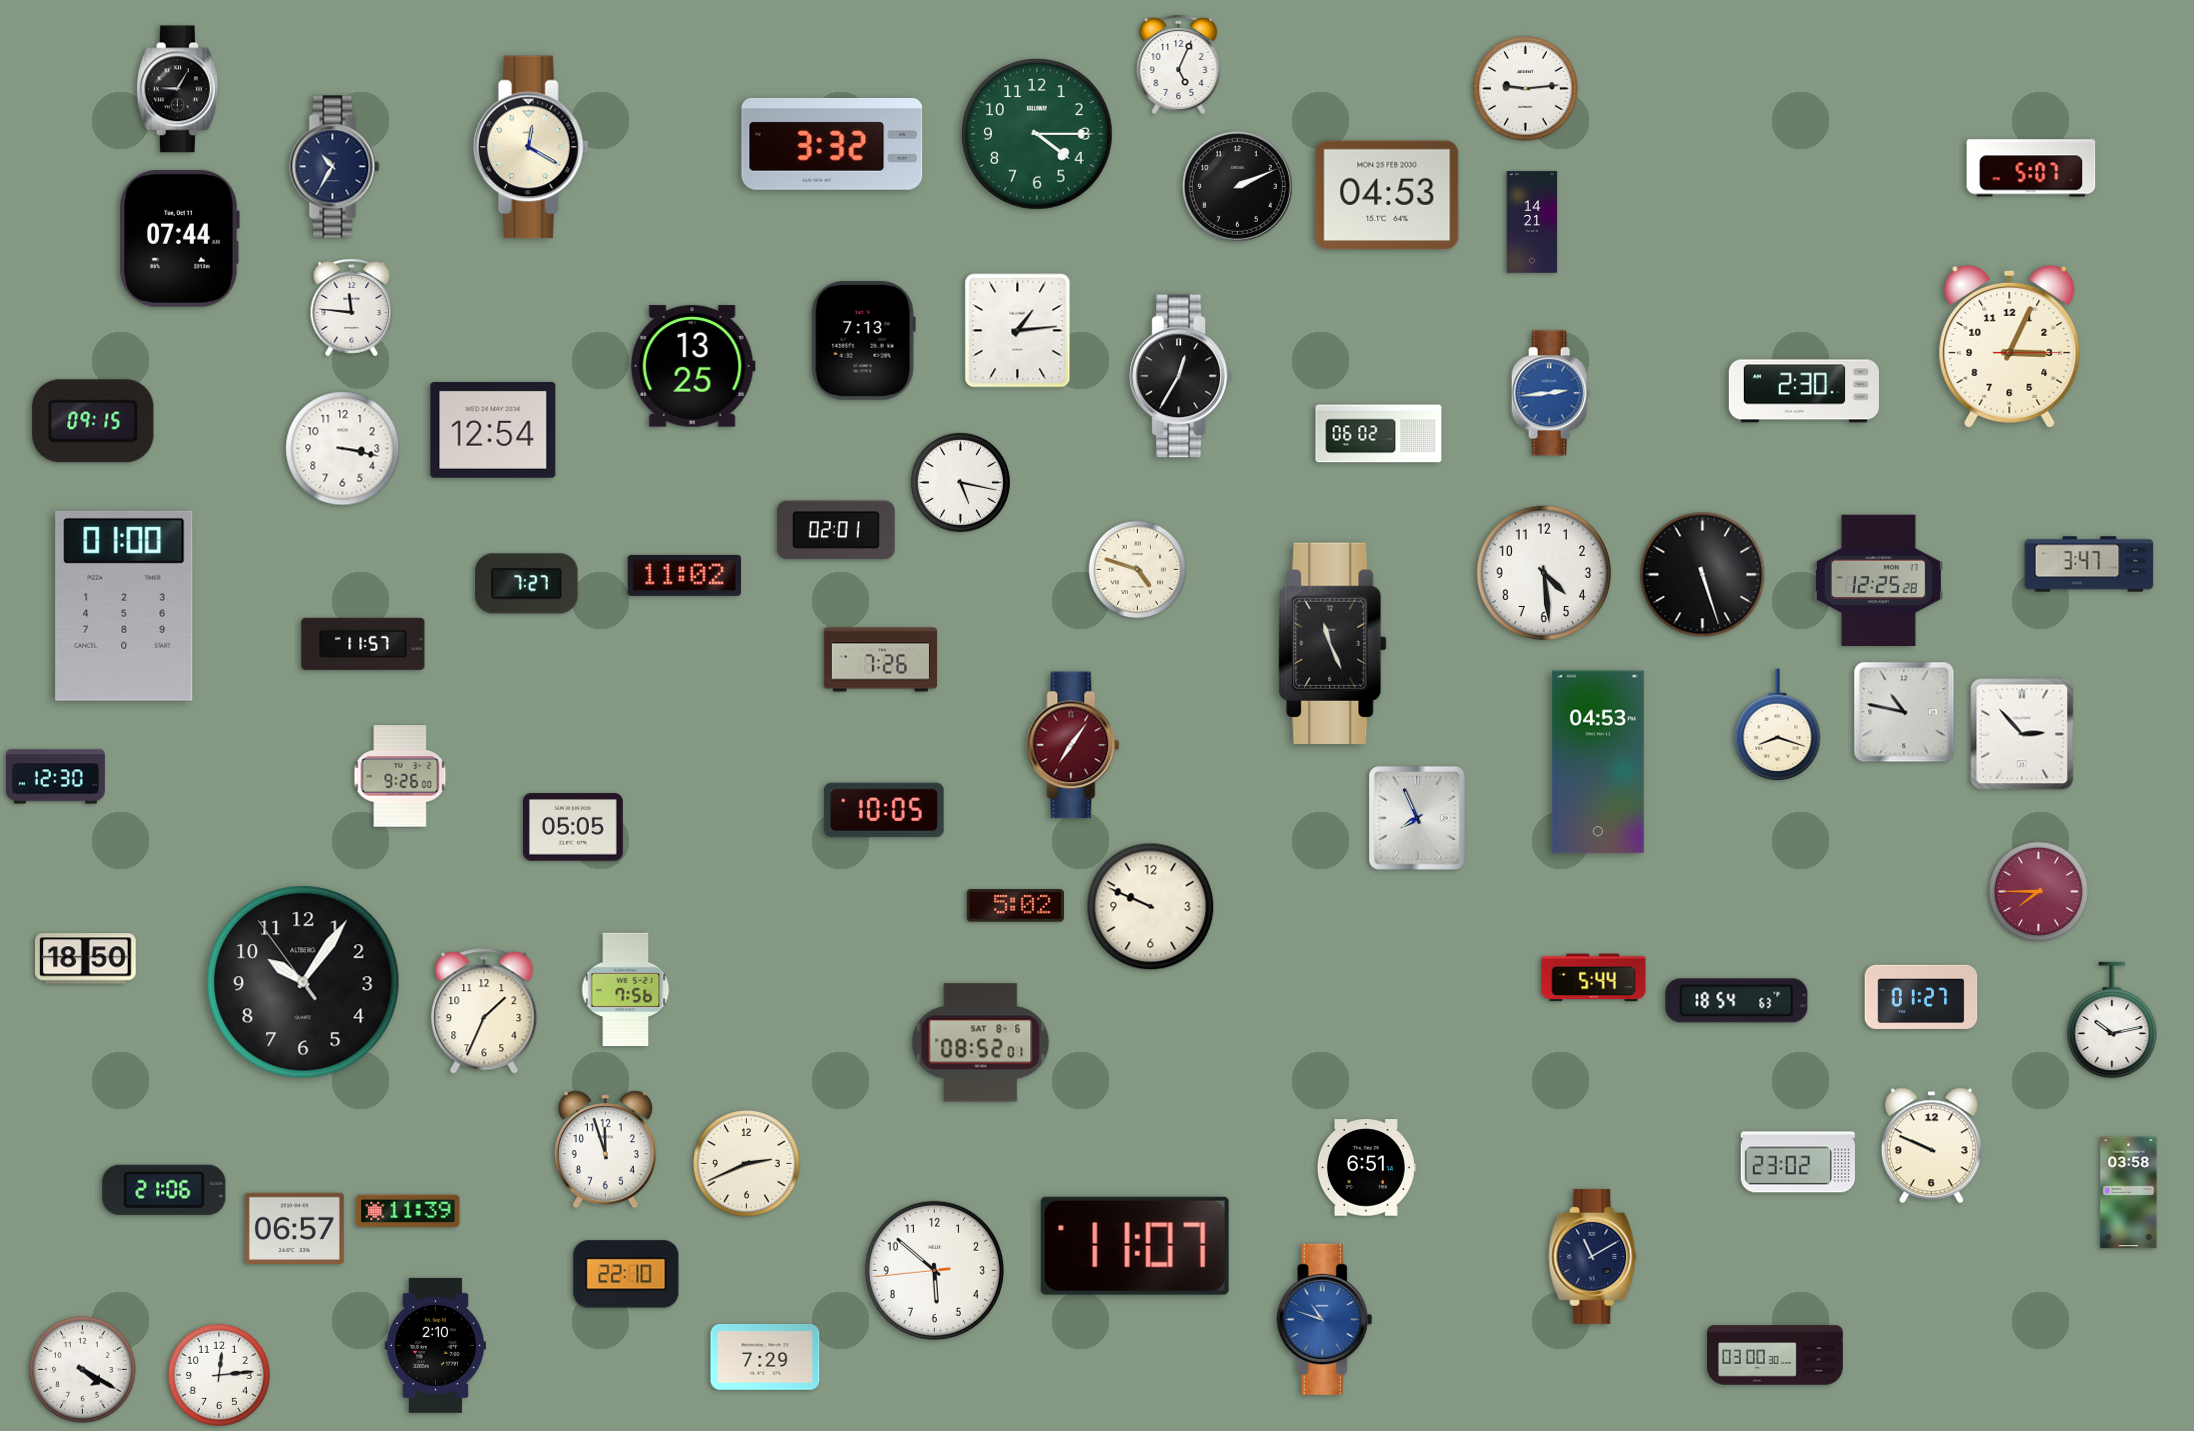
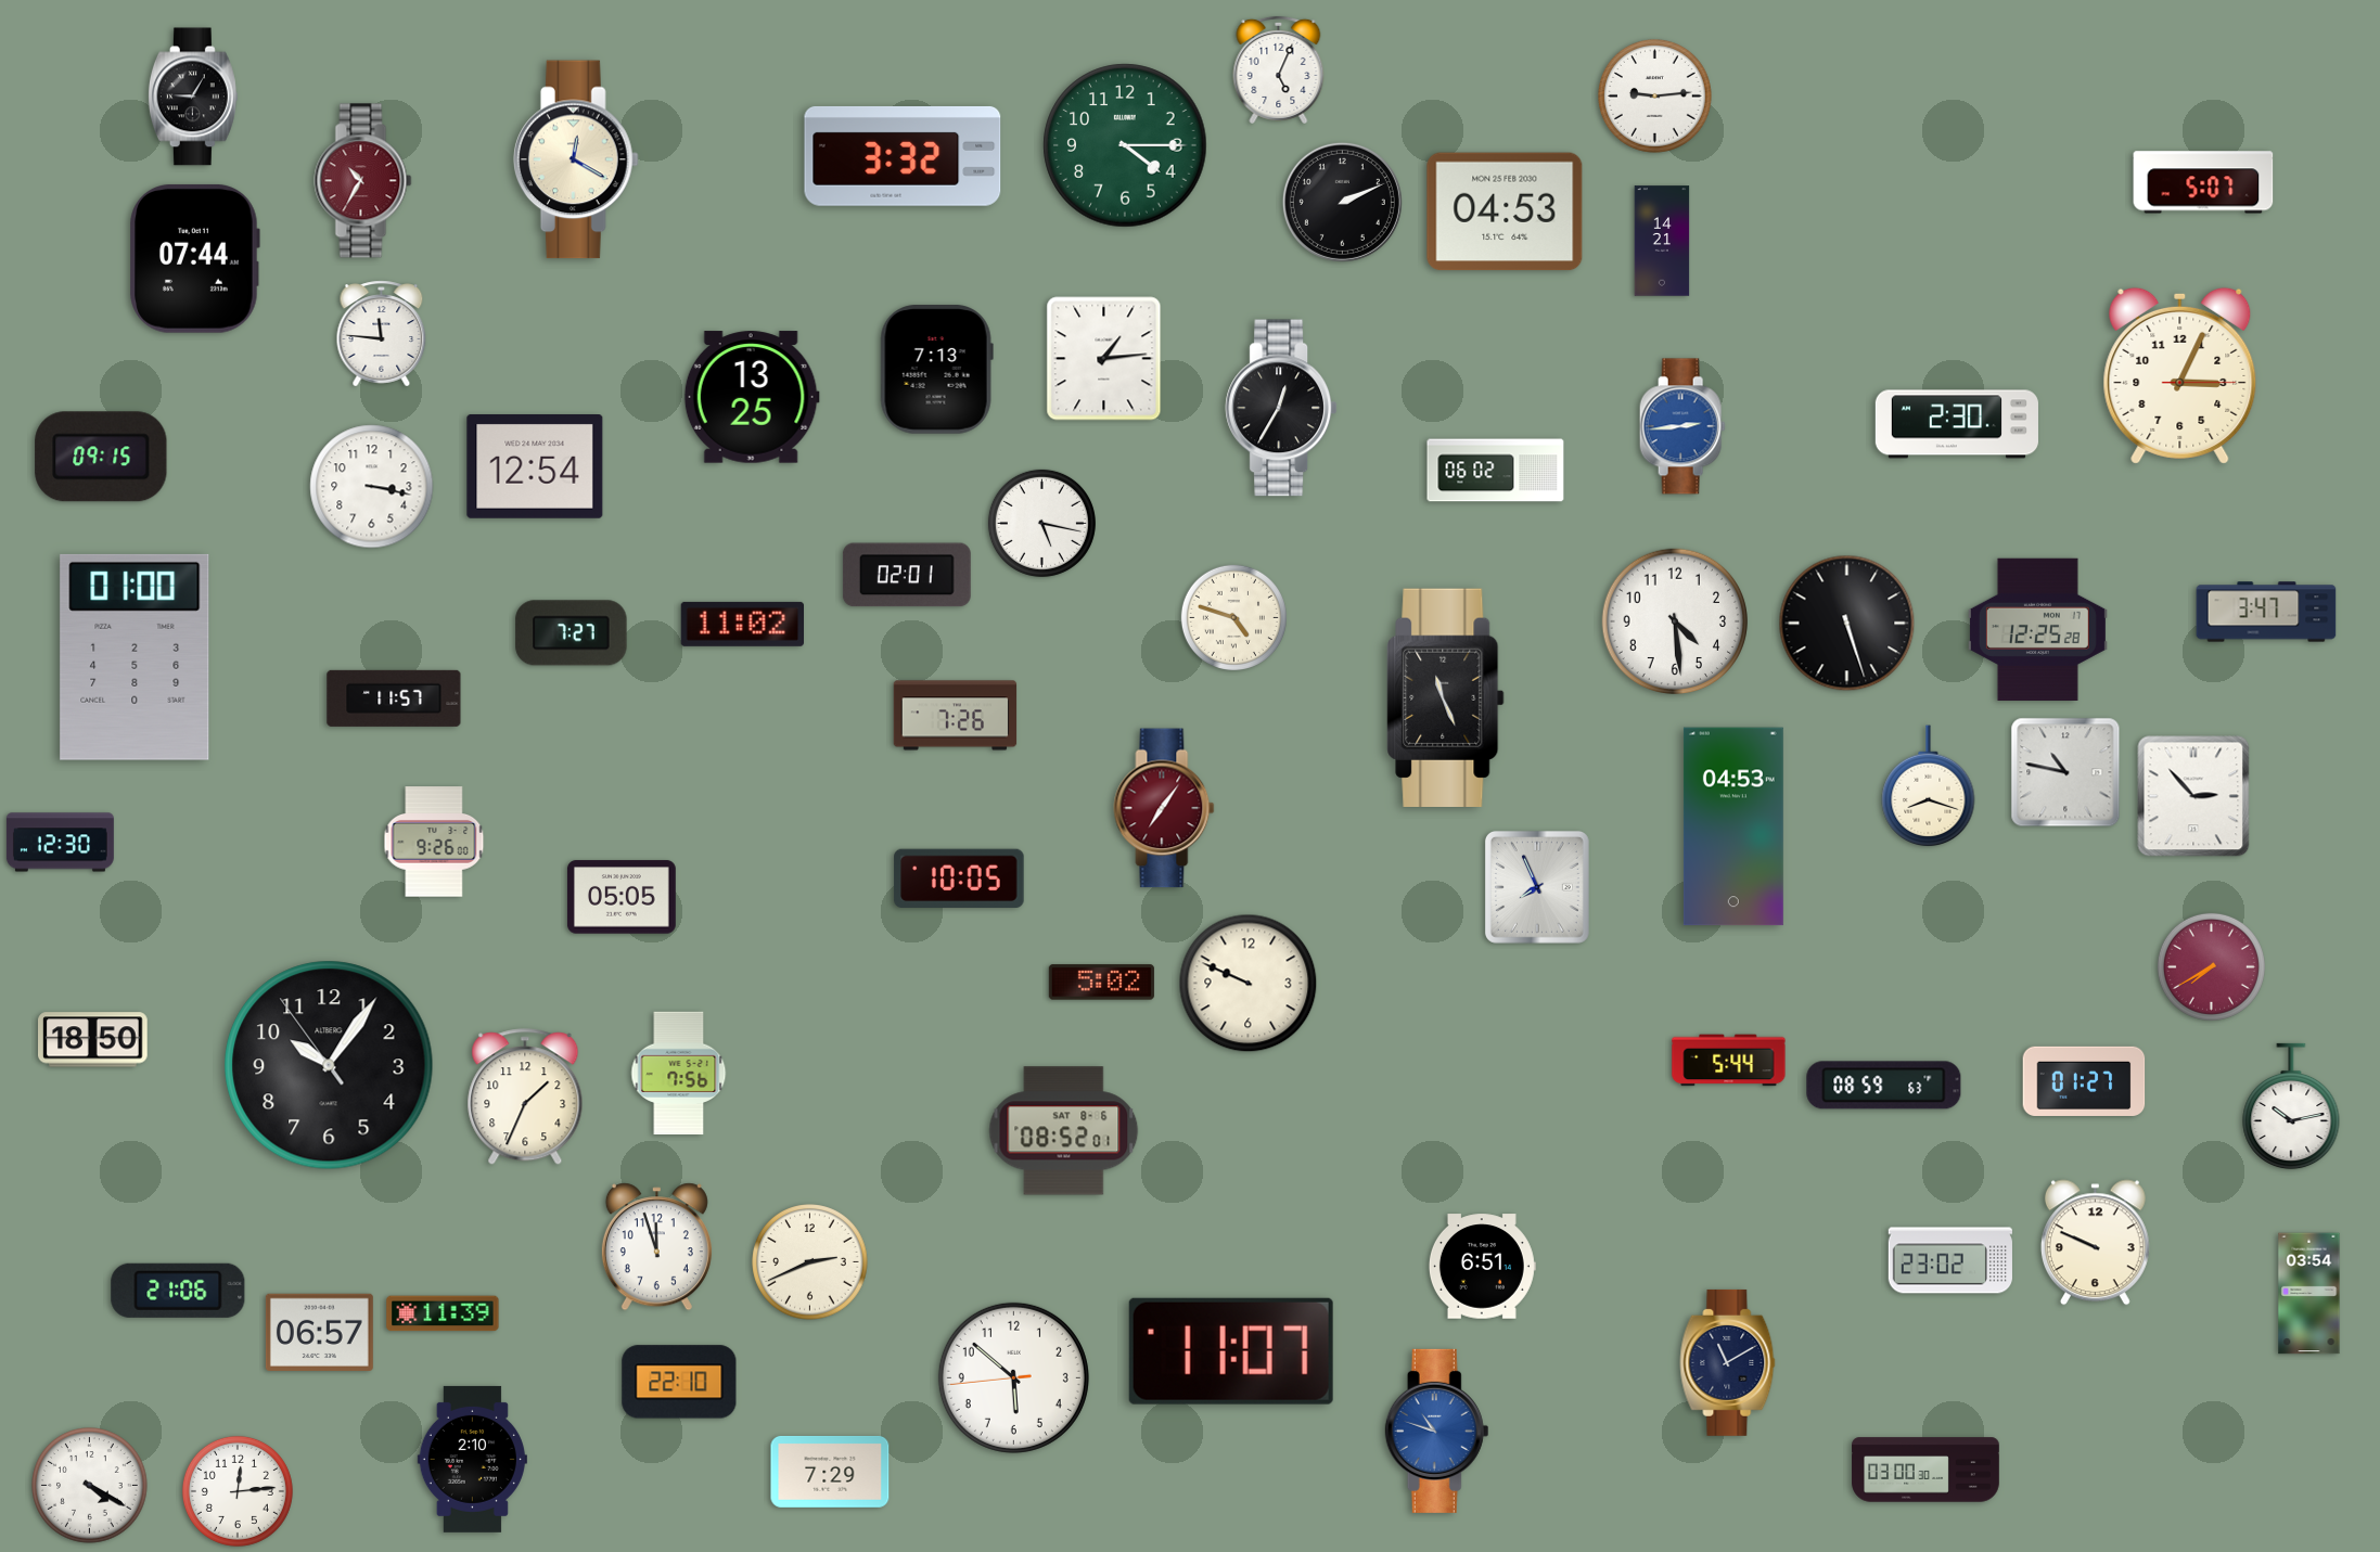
clock at (335, 167) dial: navy -> burgundy
clock at (2038, 891): 7:45 -> 7:40
clock at (1737, 1001): 18:54 -> 08:59
clock at (2129, 1193): 03:58 -> 03:54
